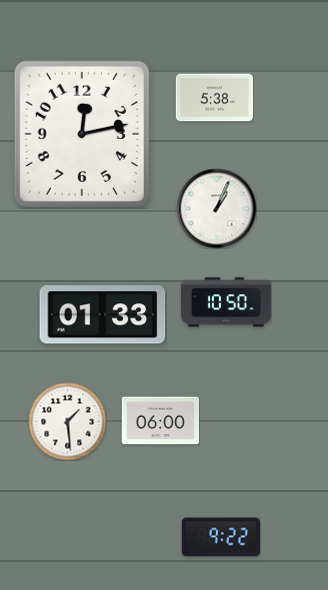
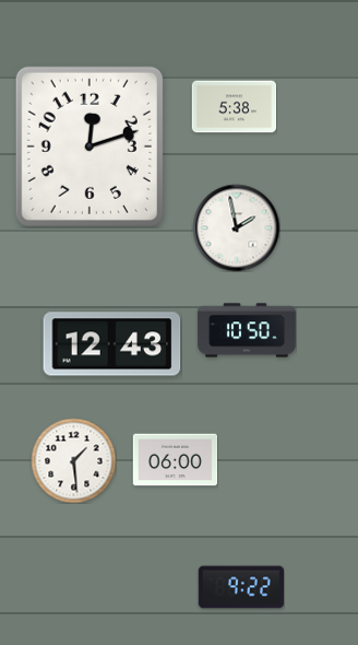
clock at (82, 134): 12:13 -> 12:12
clock at (216, 208): 1:04 -> 1:58
clock at (103, 315): 01:33 -> 12:43
